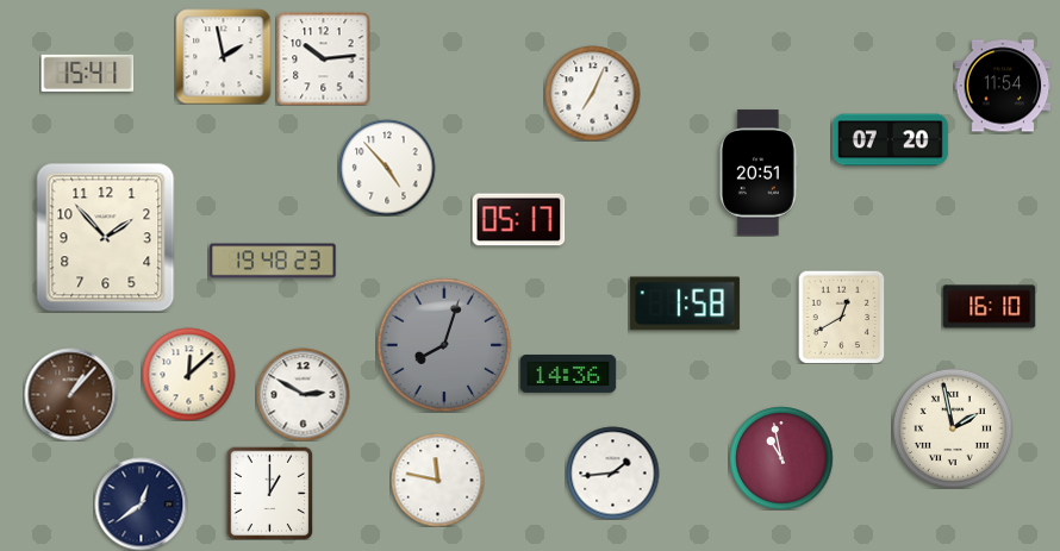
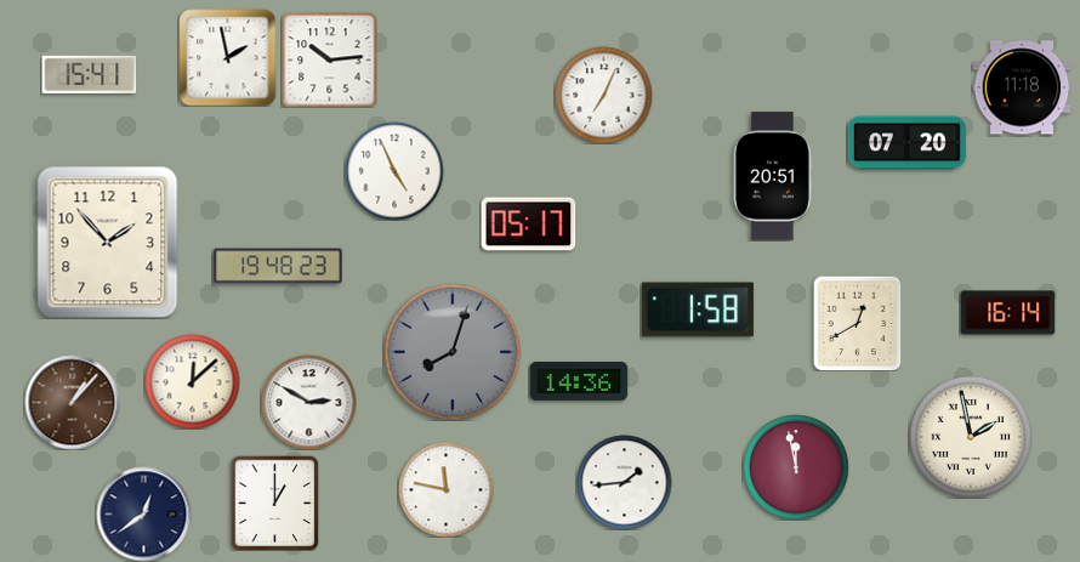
clock at (1003, 86): 11:54 -> 11:18
clock at (387, 168): 4:53 -> 4:56
clock at (989, 307): 16:10 -> 16:14
clock at (781, 458): 10:58 -> 11:58
